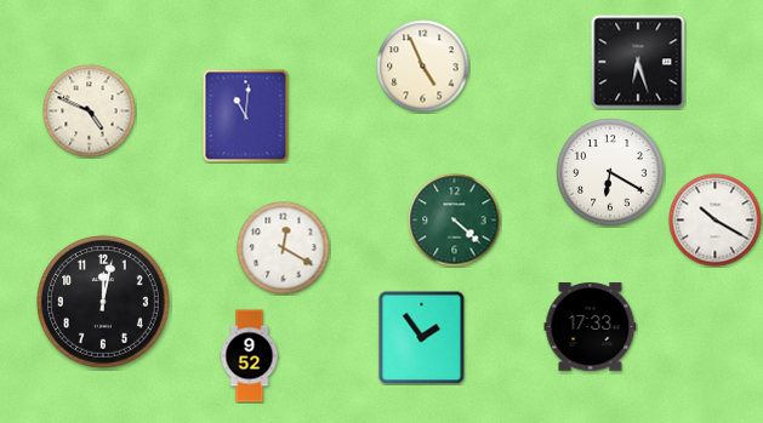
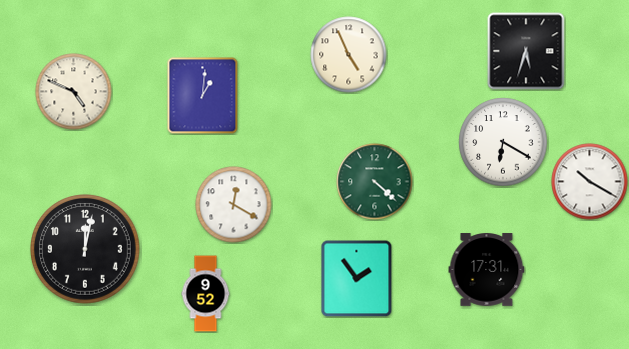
clock at (638, 62): 6:27 -> 5:33
clock at (246, 116): 11:01 -> 1:01
clock at (591, 327): 17:33 -> 17:31
clock at (422, 337) position: (422, 337) -> (357, 278)
